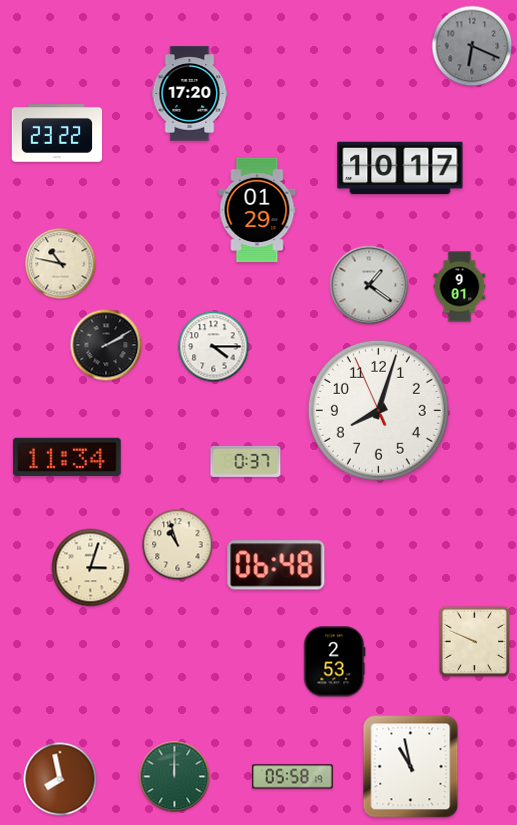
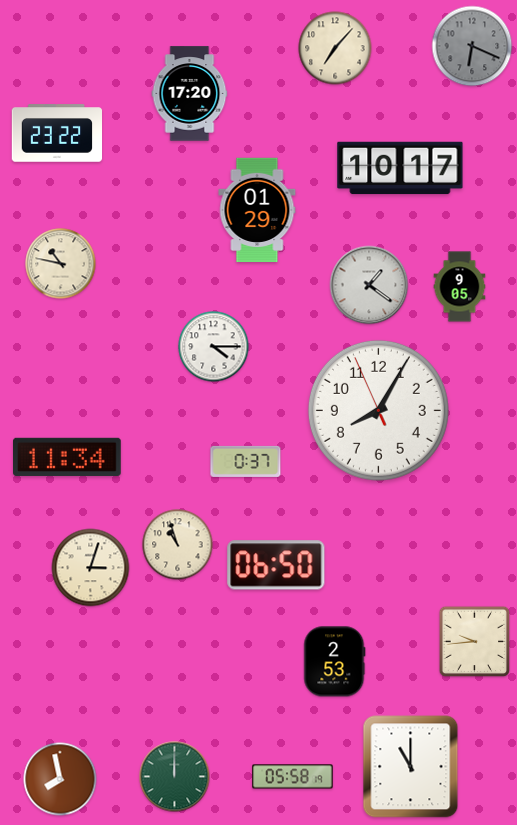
clock at (335, 48): none -> 7:07
clock at (460, 287): 9:01 -> 9:05
clock at (106, 345): 2:10 -> none
clock at (378, 410): 8:02 -> 8:04
clock at (276, 565): 06:48 -> 06:50
clock at (475, 642): 9:49 -> 9:44
clock at (411, 767): 10:58 -> 11:00
